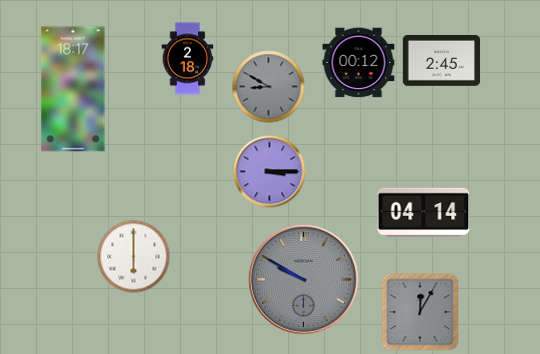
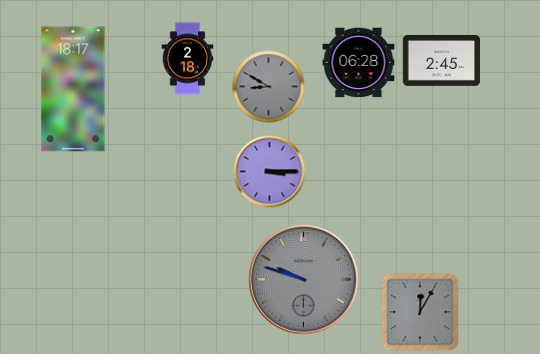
clock at (359, 63): 00:12 -> 06:28
clock at (424, 212): 04:14 -> none
clock at (134, 257): 6:00 -> none
clock at (303, 279): 9:50 -> 9:48
